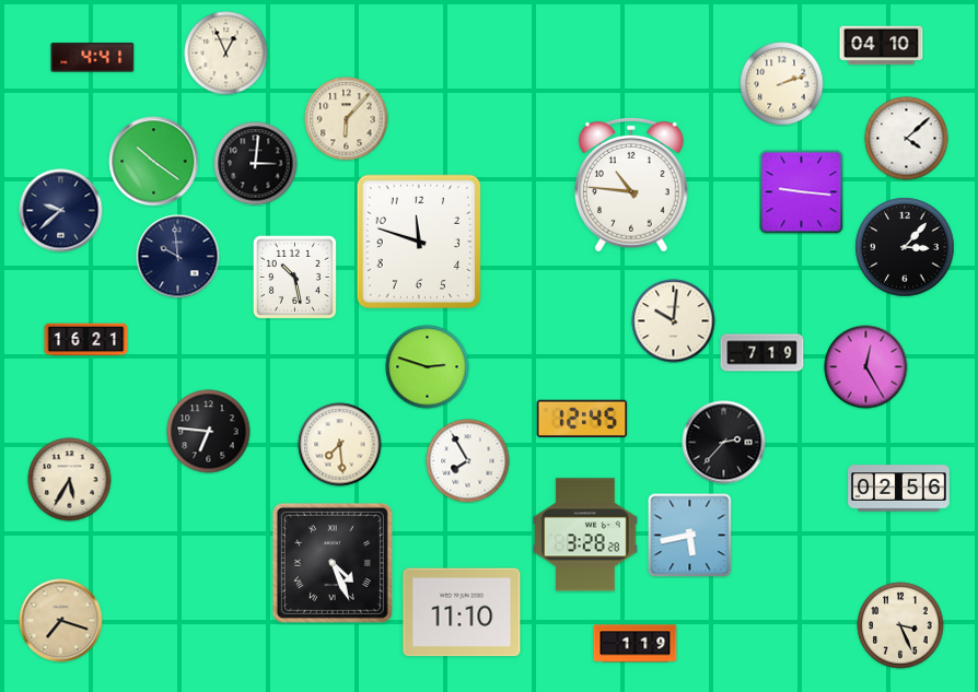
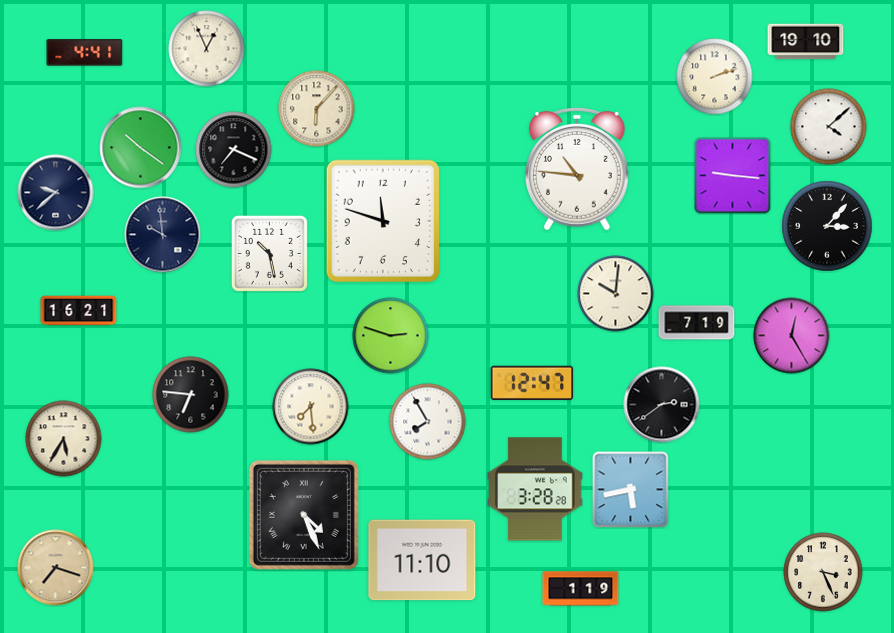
clock at (882, 46): 04:10 -> 19:10
clock at (256, 164): 3:01 -> 7:19
clock at (582, 418): 12:45 -> 12:47
clock at (724, 443): 2:37 -> 2:39
clock at (899, 489): 02:56 -> none
